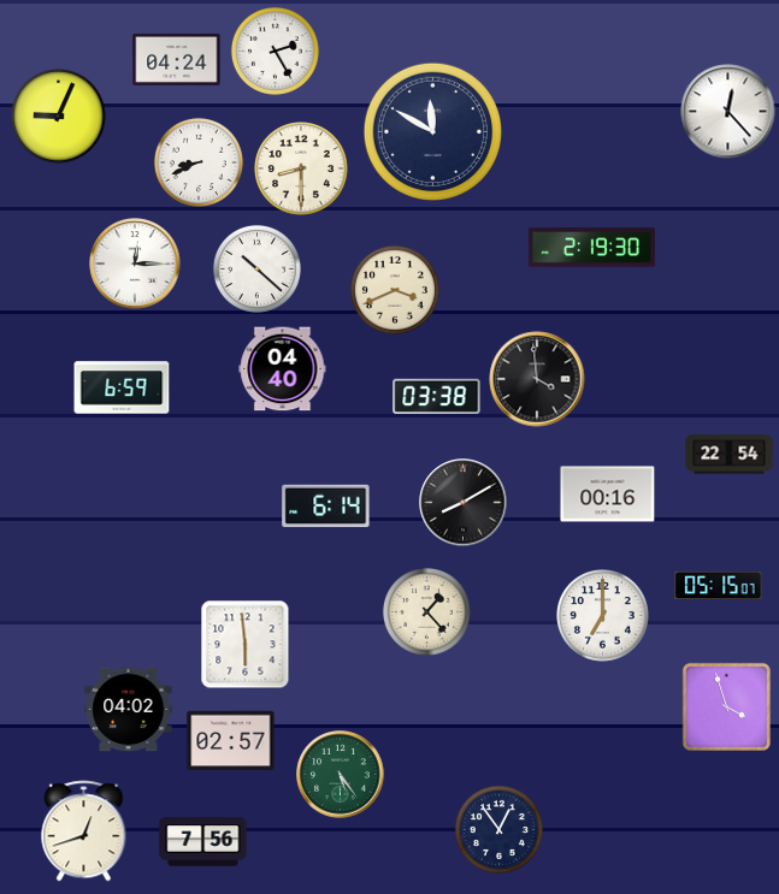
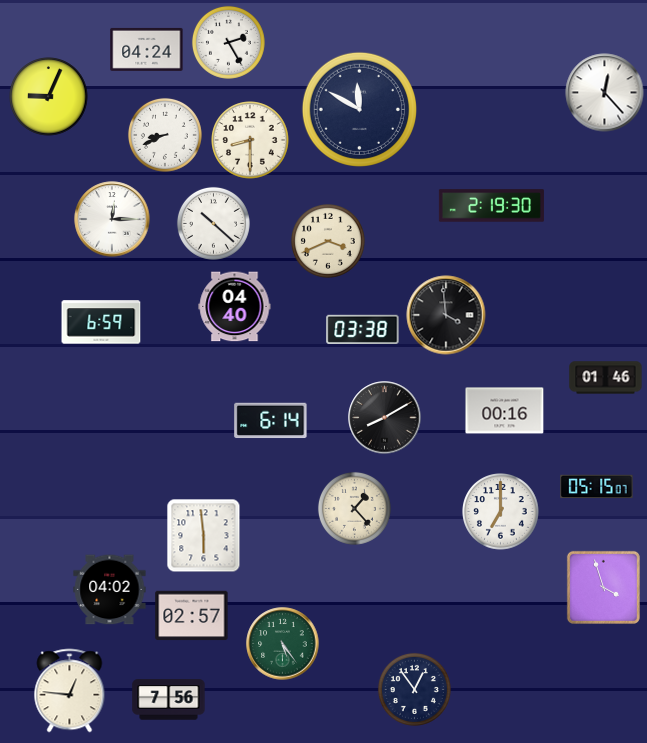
clock at (730, 455): 22:54 -> 01:46
clock at (129, 710) position: (129, 710) -> (110, 590)
clock at (84, 831): 12:42 -> 12:46
